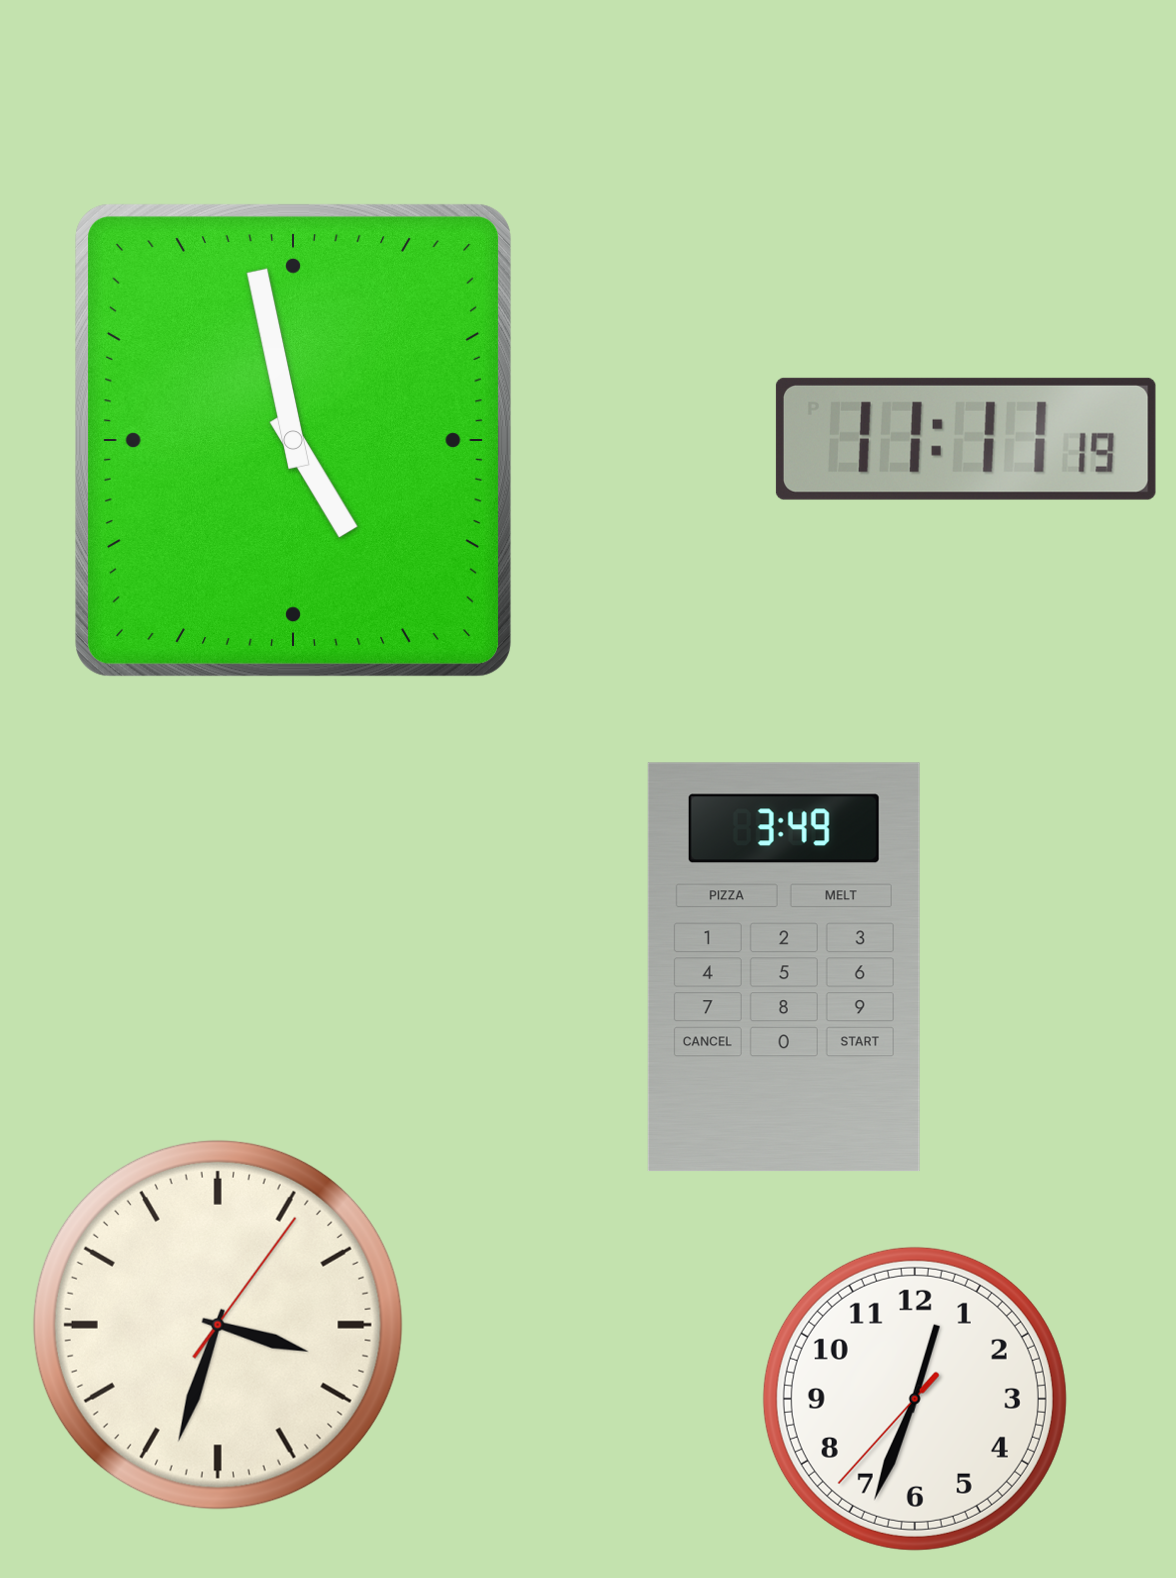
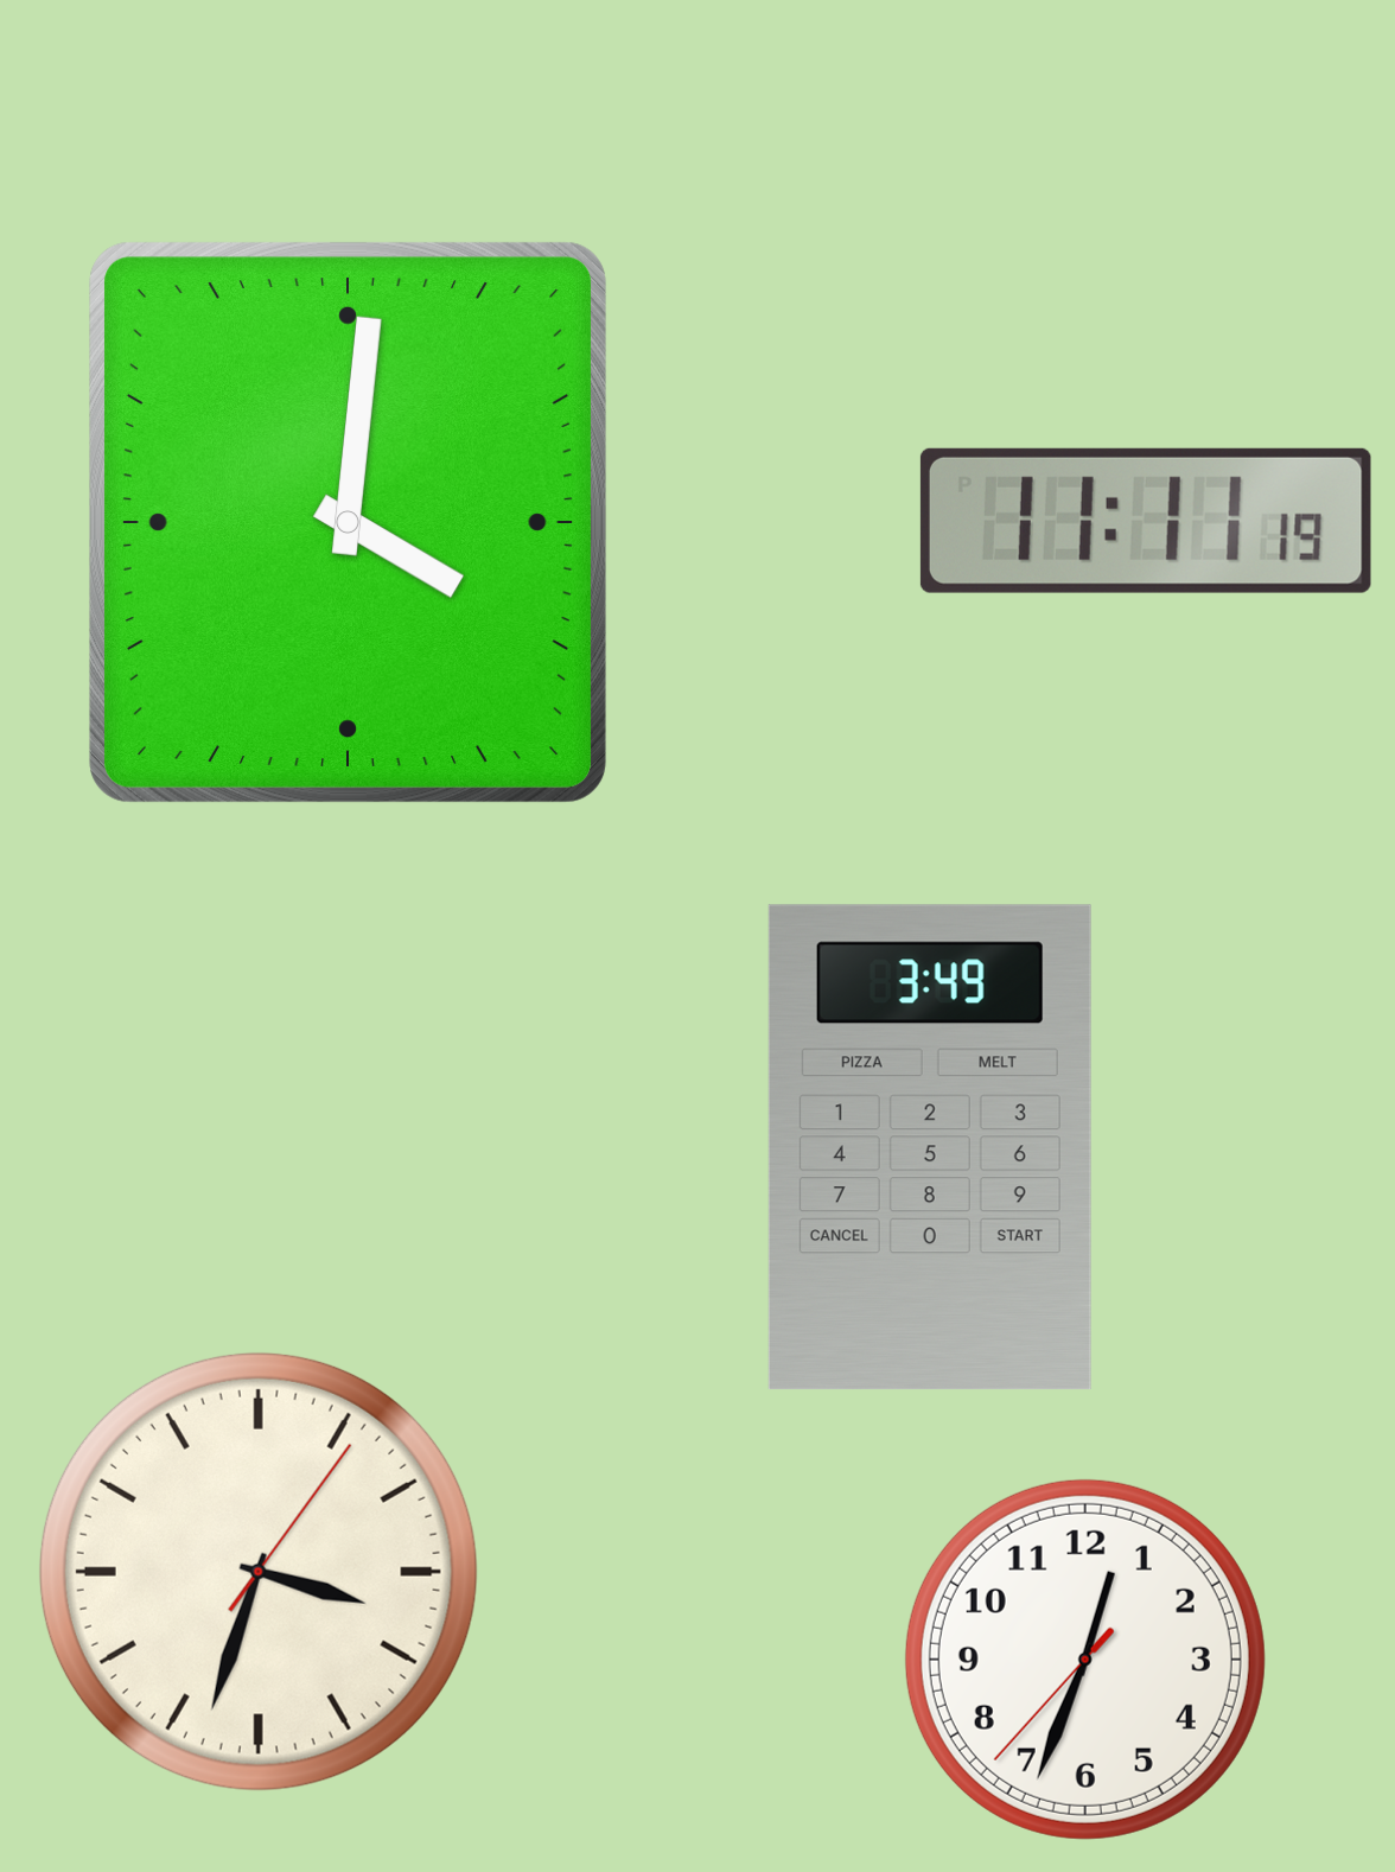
clock at (293, 440): 4:58 -> 4:01
